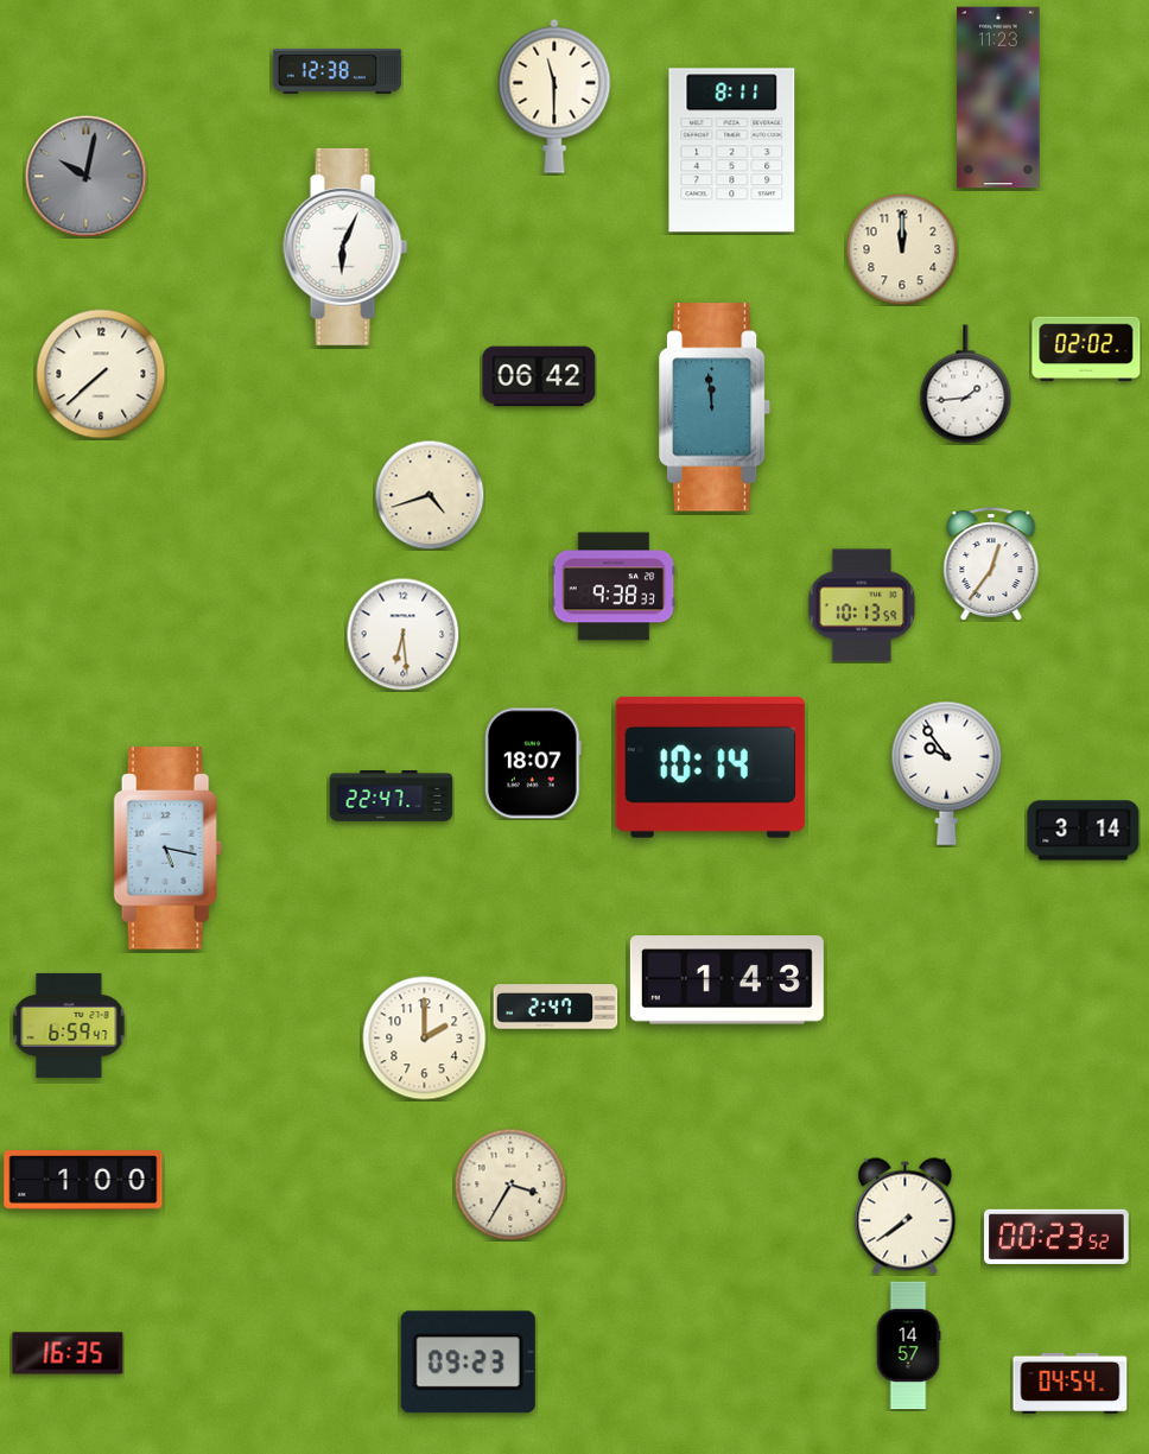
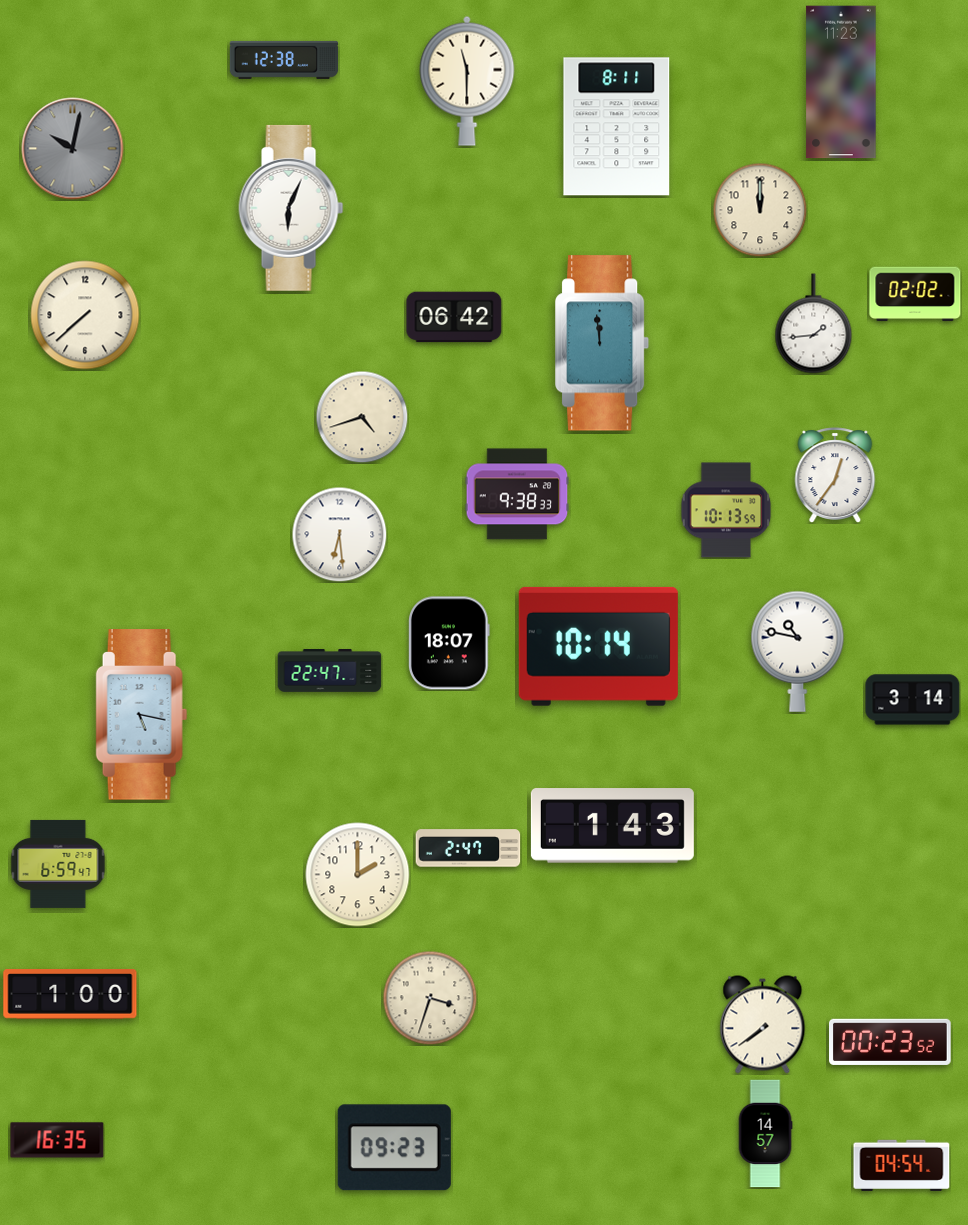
clock at (947, 773): 9:54 -> 10:47
clock at (510, 1185): 3:35 -> 3:33
